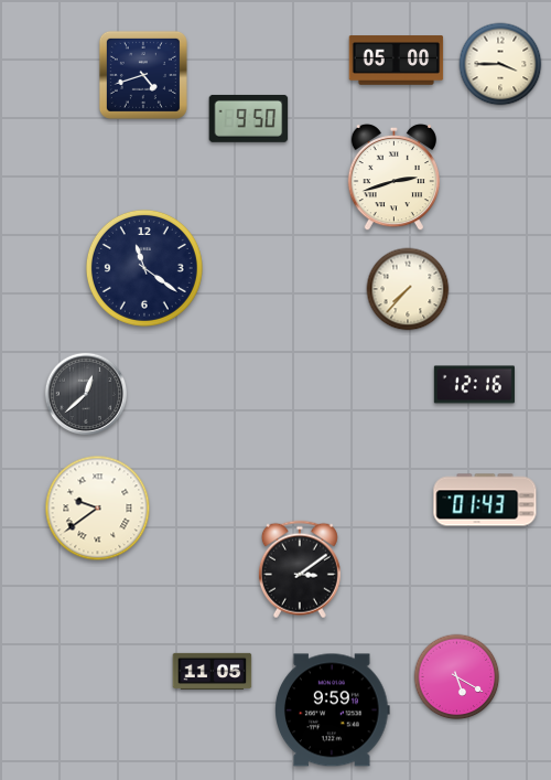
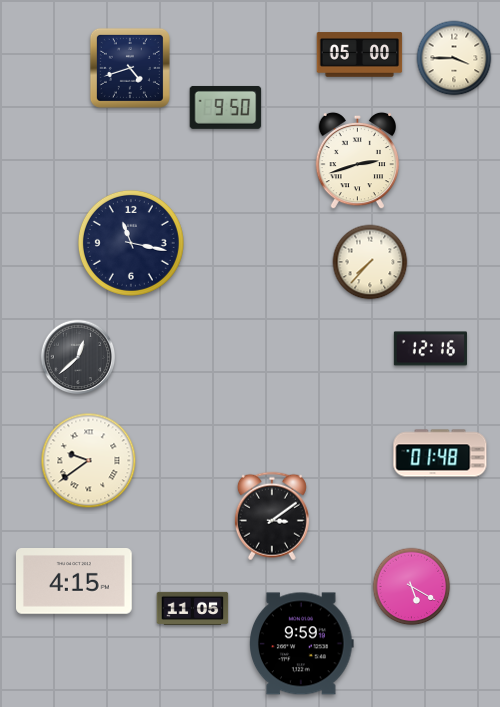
clock at (144, 268): 11:21 -> 11:17
clock at (485, 500): 01:43 -> 01:48
clock at (75, 582): none -> 4:15
clock at (457, 677) position: (457, 677) -> (412, 587)
